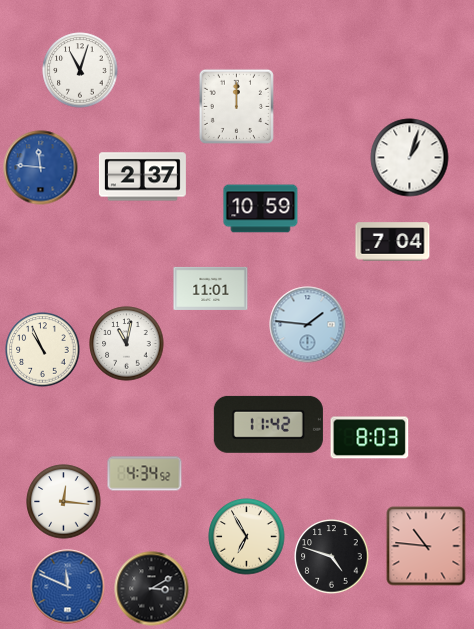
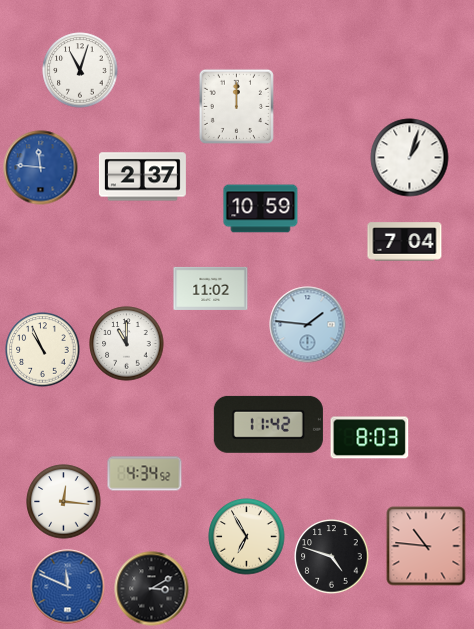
clock at (393, 242) position: (393, 242) -> (405, 242)
clock at (211, 288): 11:01 -> 11:02
clock at (127, 344): 11:02 -> 11:00
